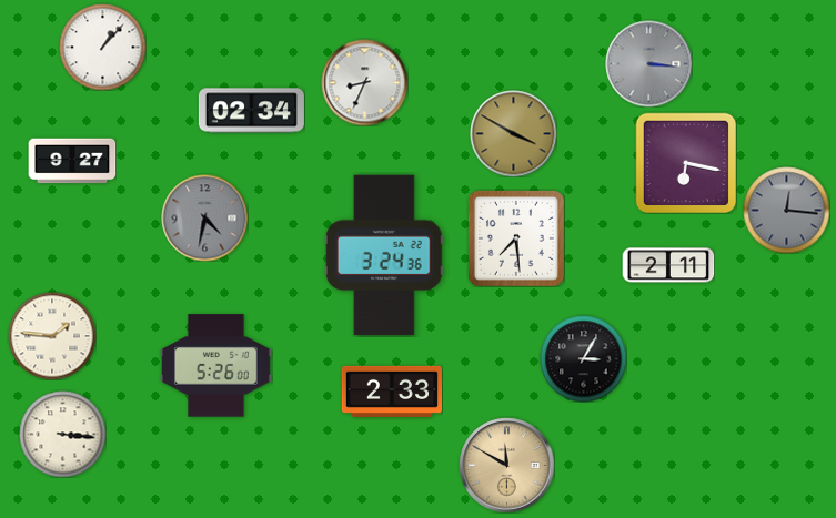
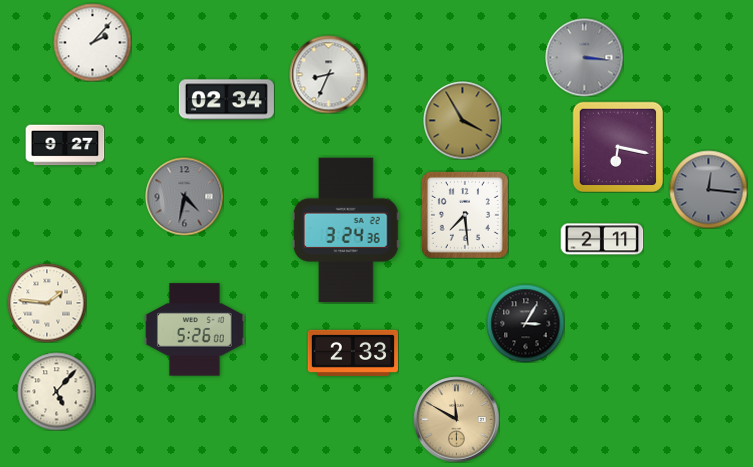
clock at (102, 47): 1:07 -> 2:07
clock at (513, 133): 3:50 -> 3:55
clock at (62, 434): 3:16 -> 5:07
